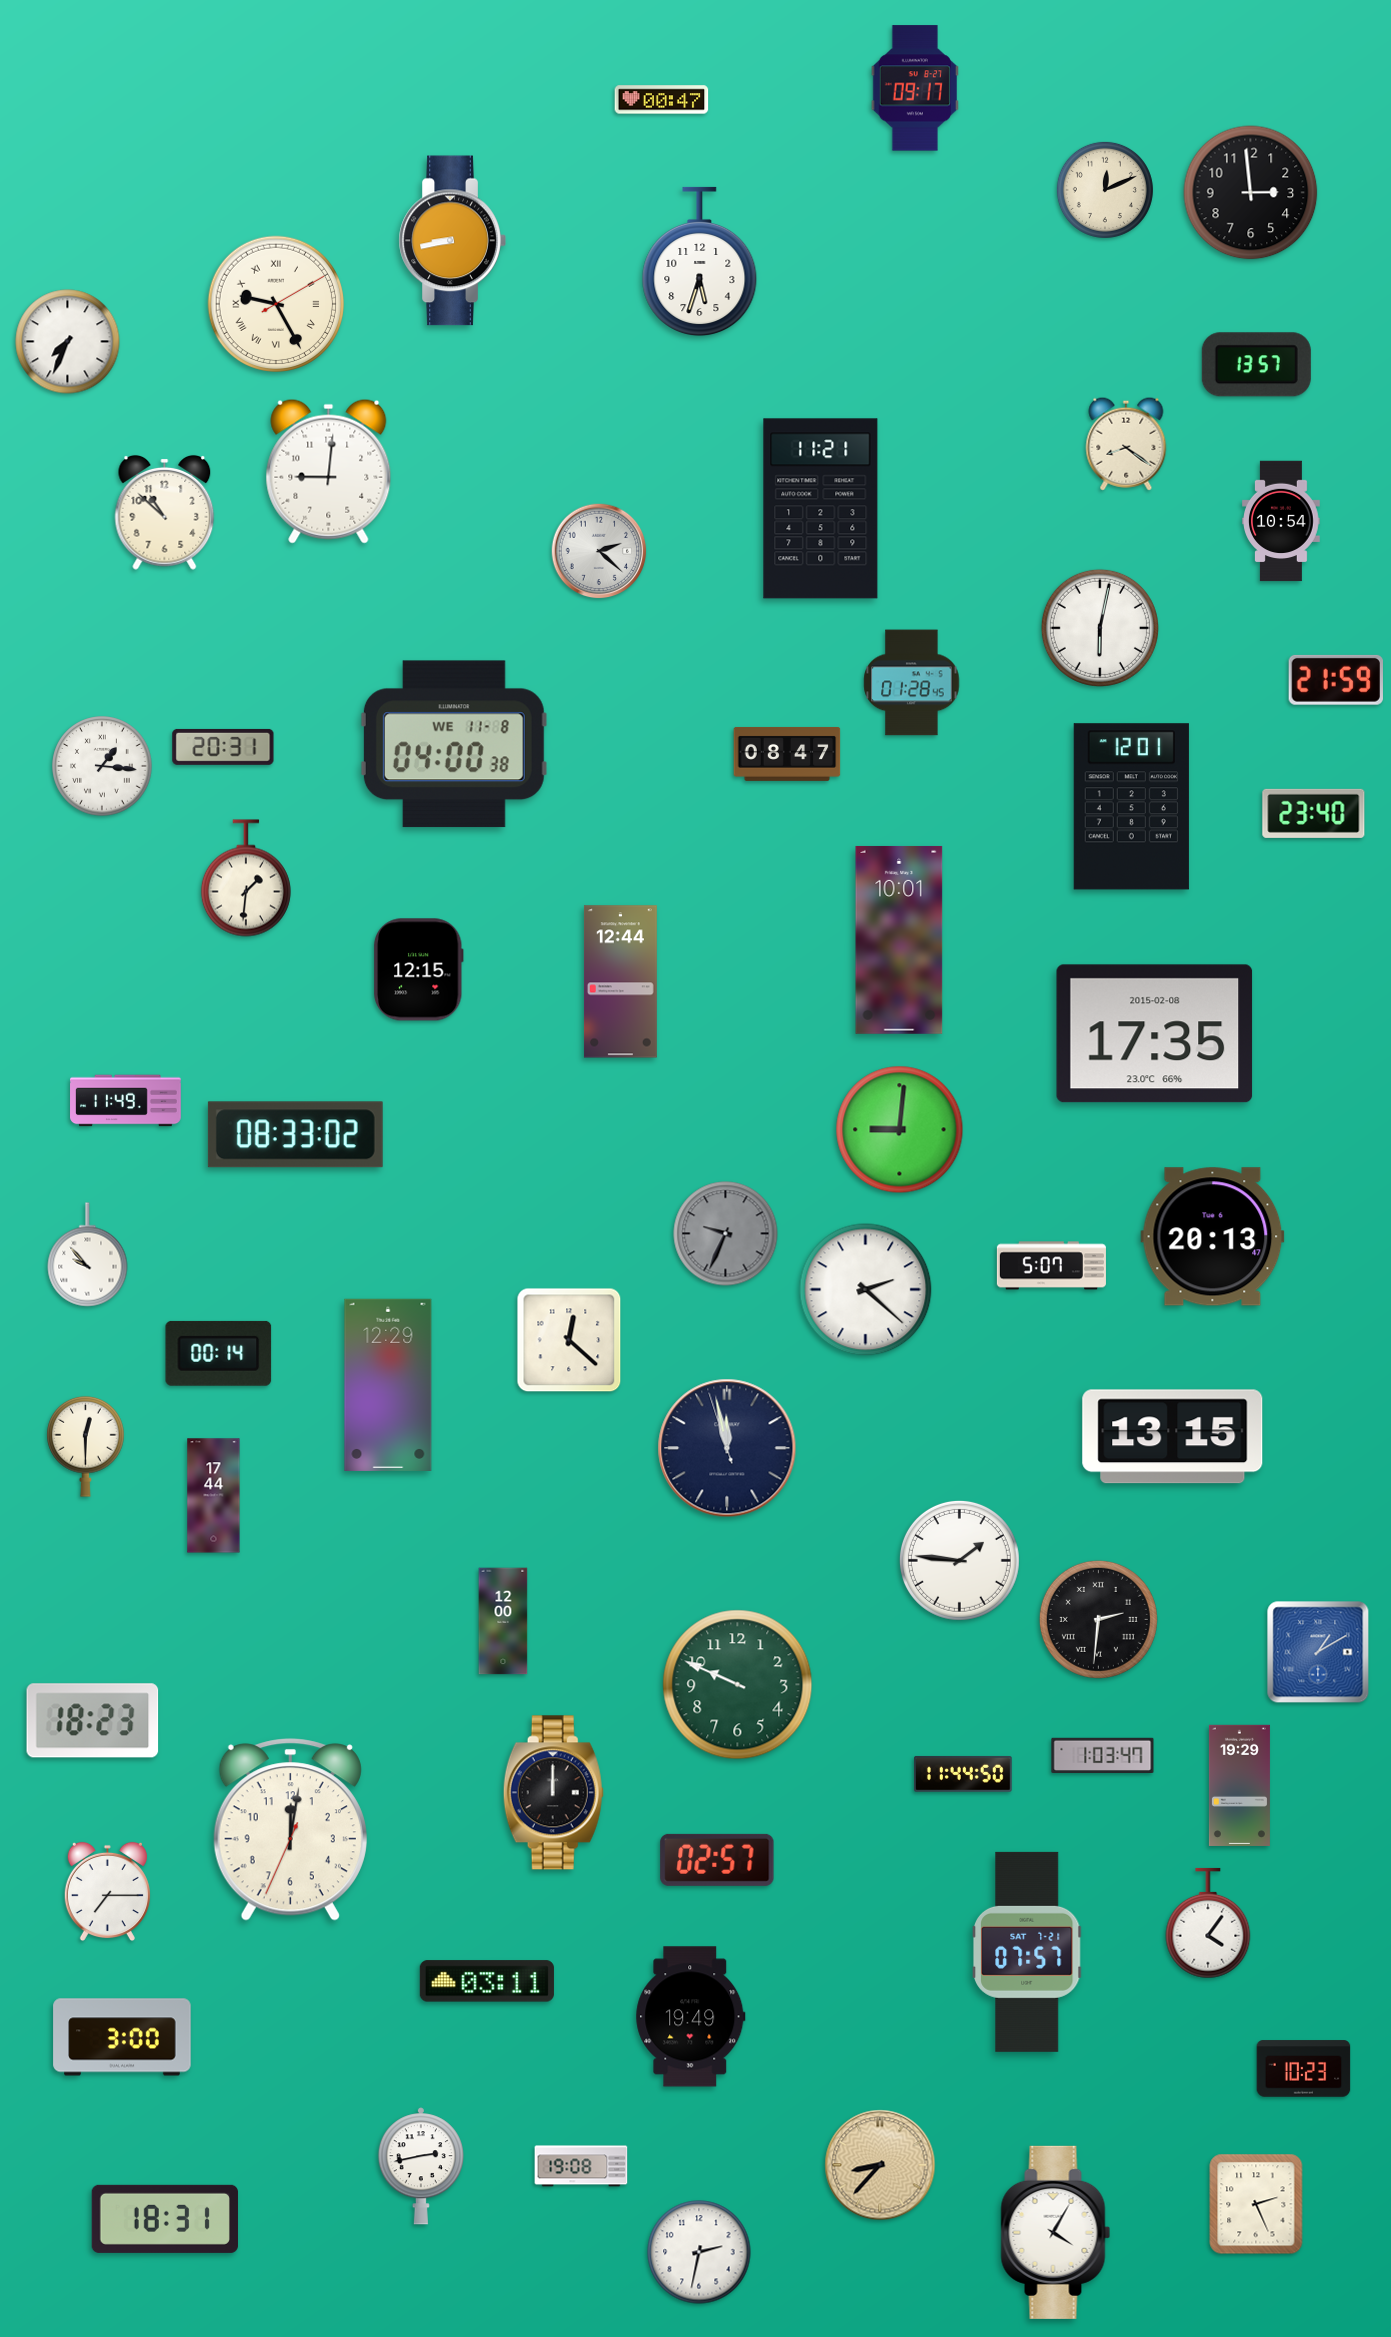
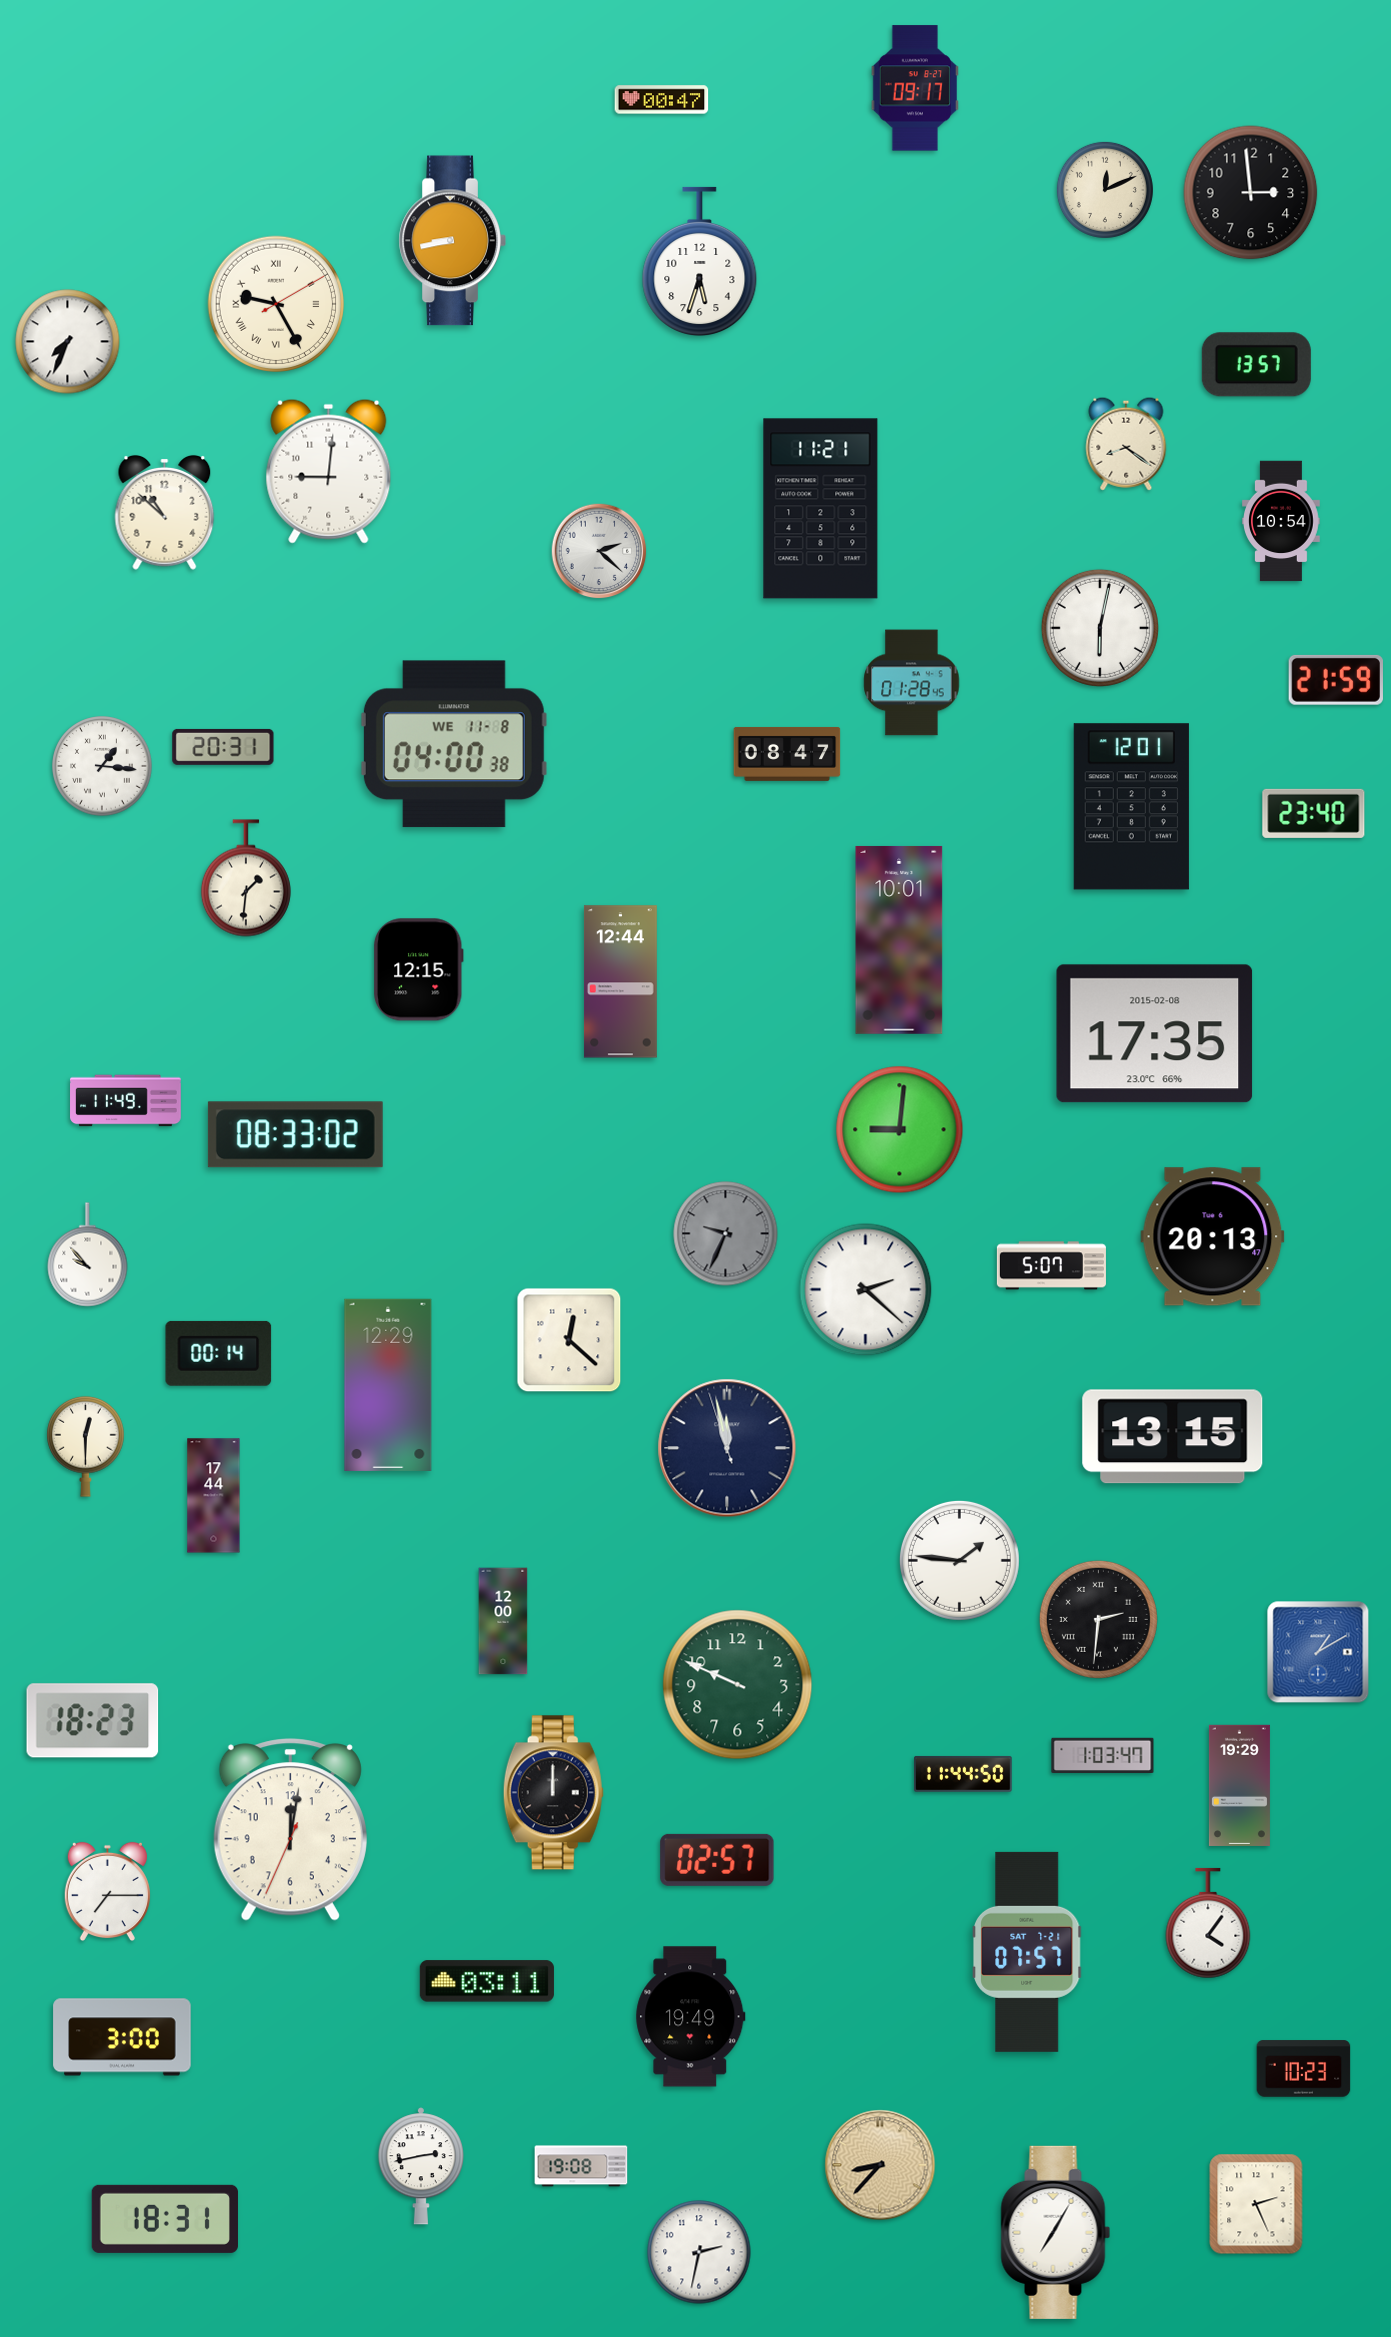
clock at (1056, 2232): 4:05 -> 7:05
